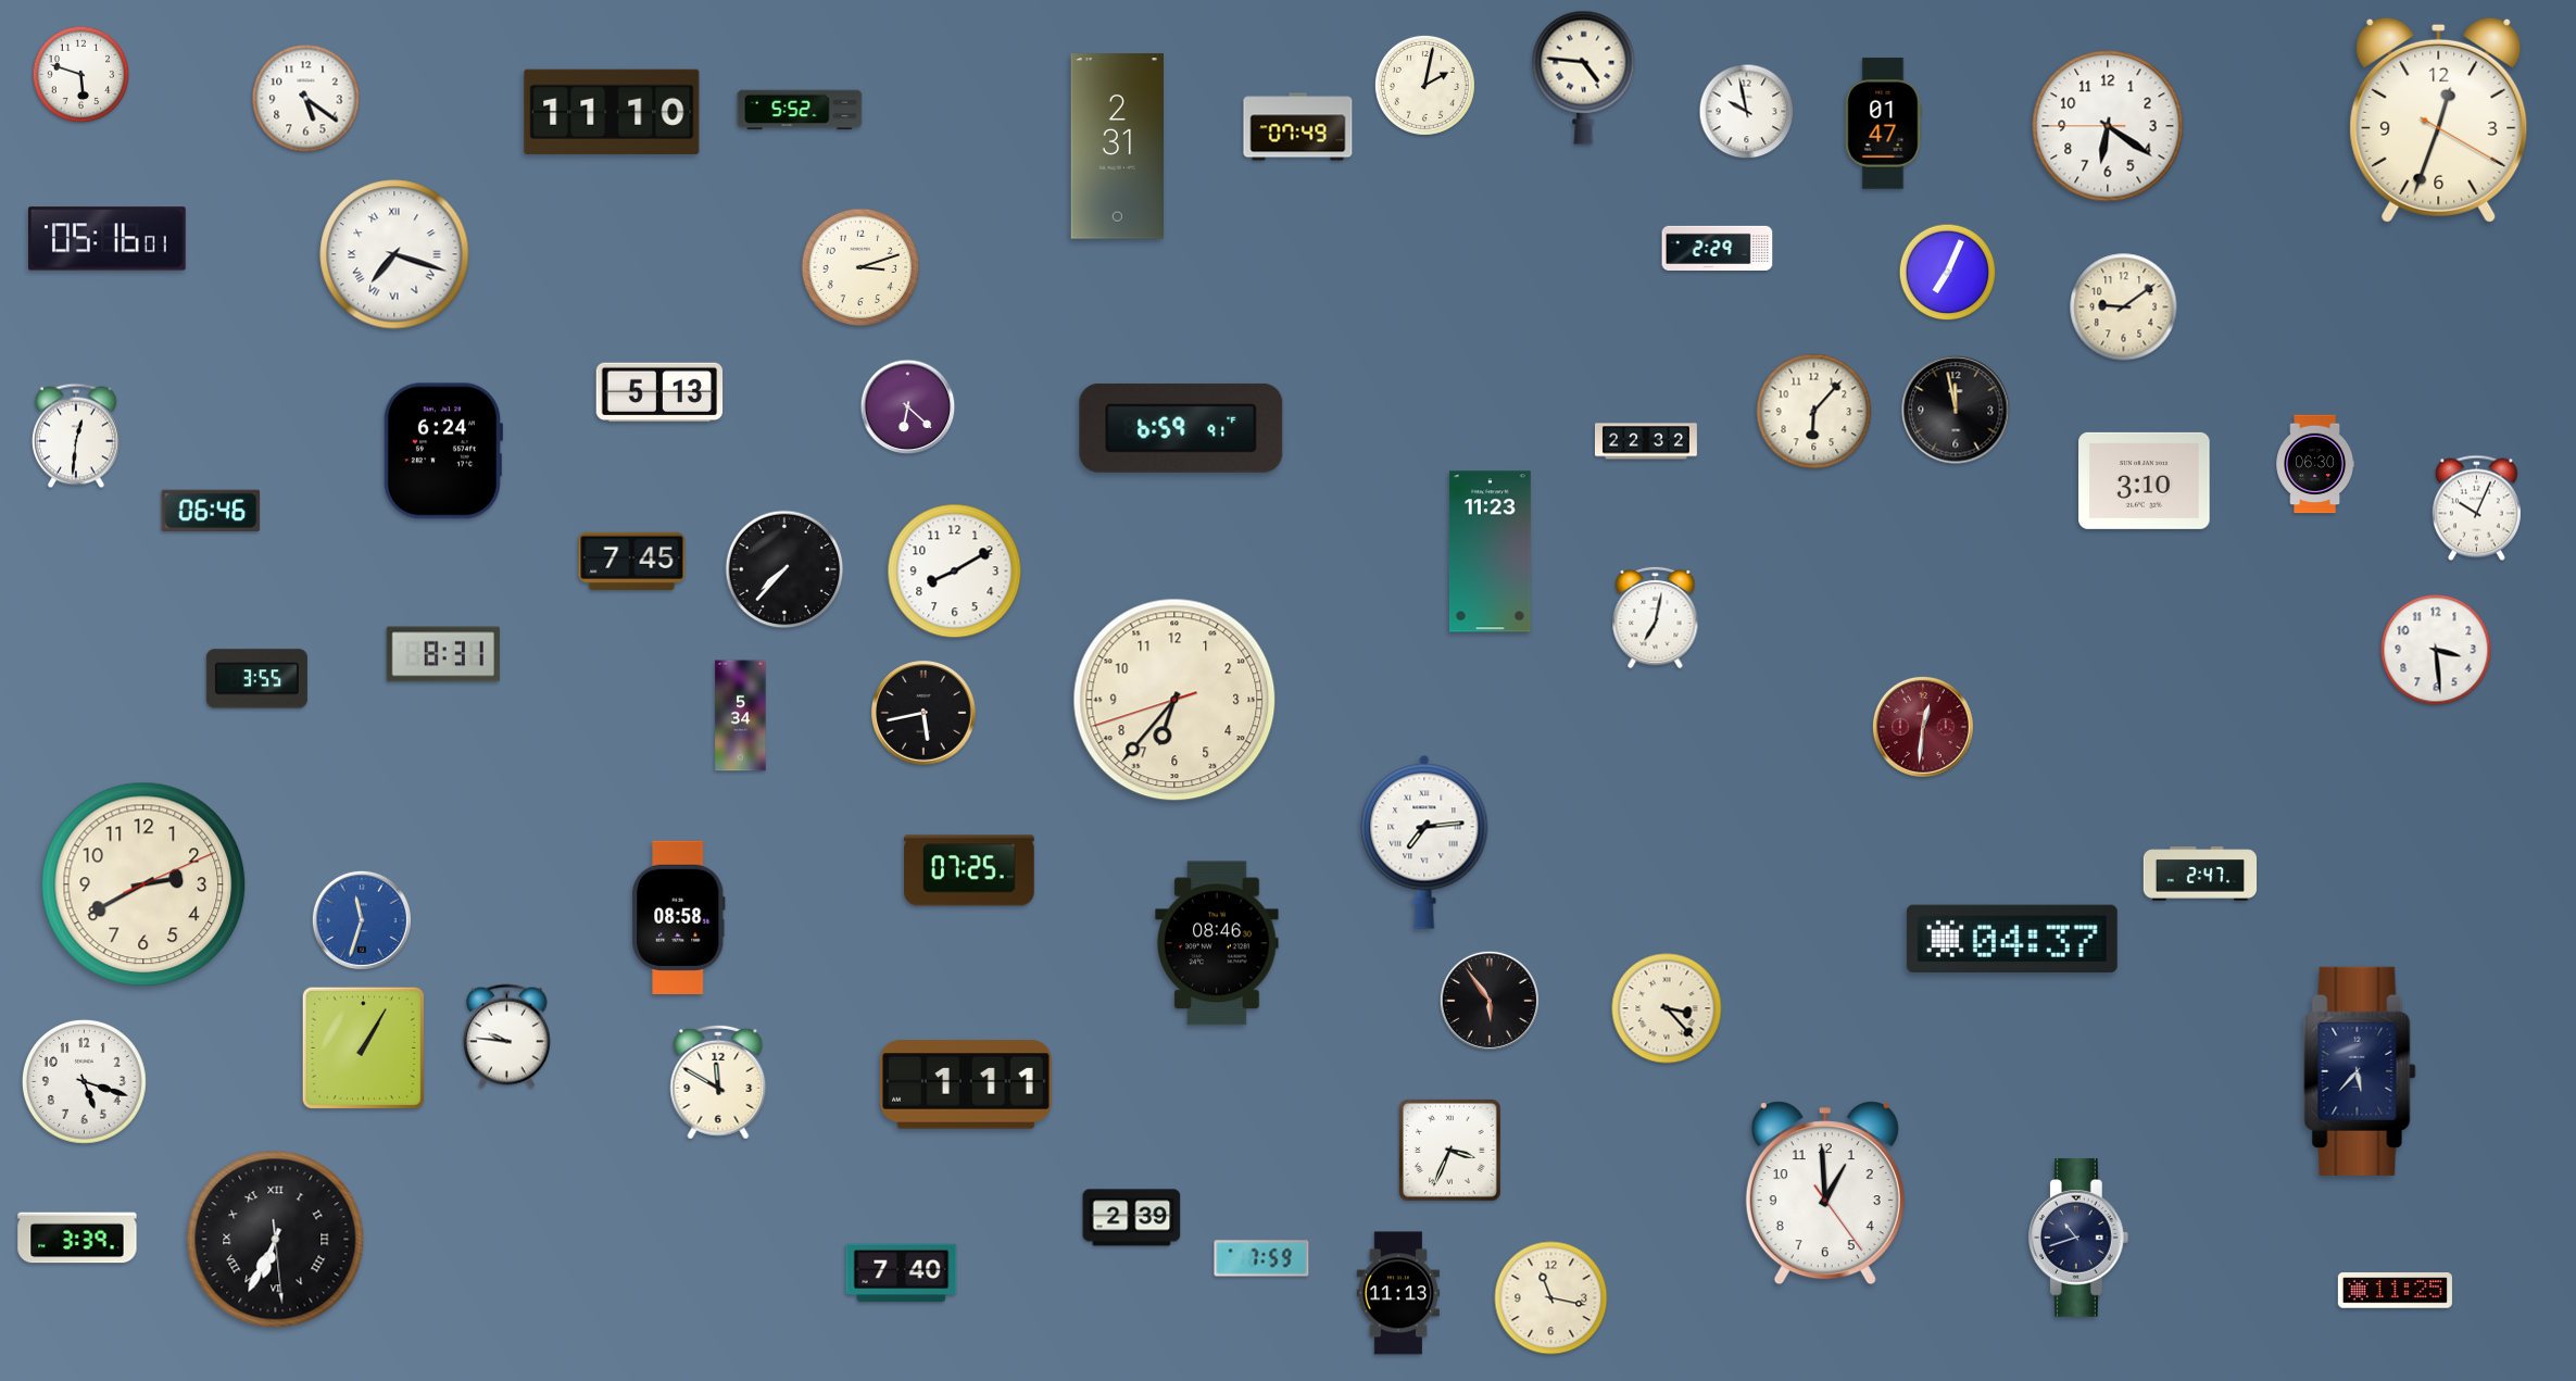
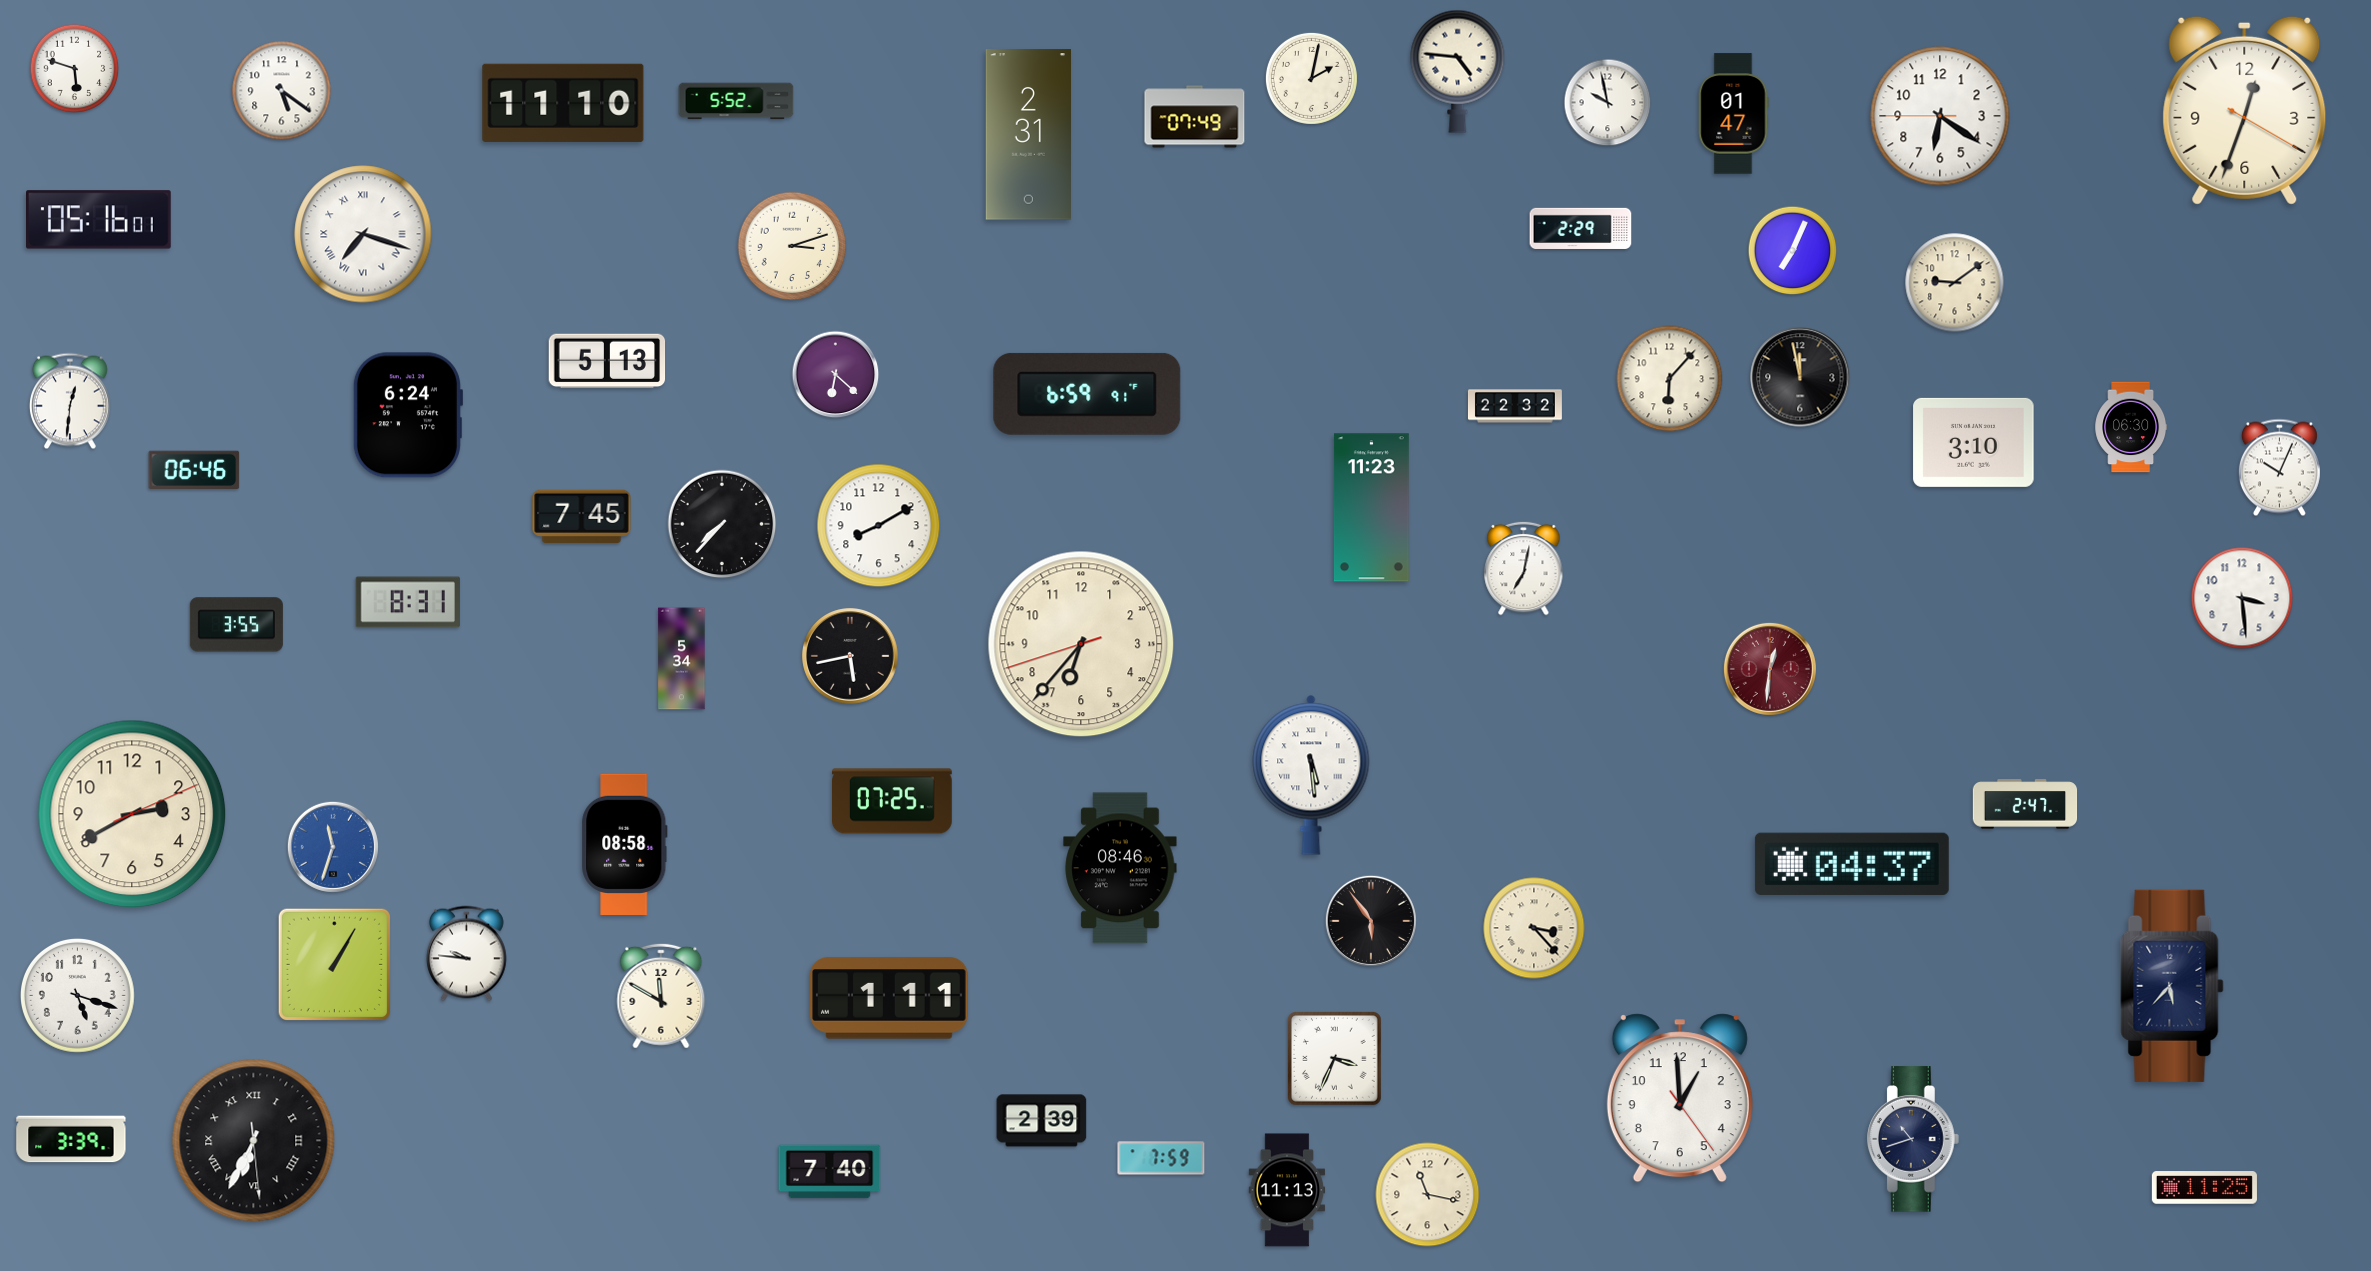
clock at (1424, 842): 7:14 -> 5:29
